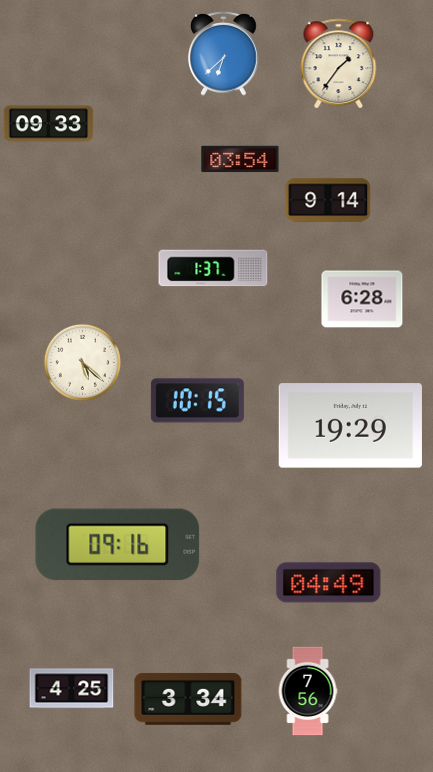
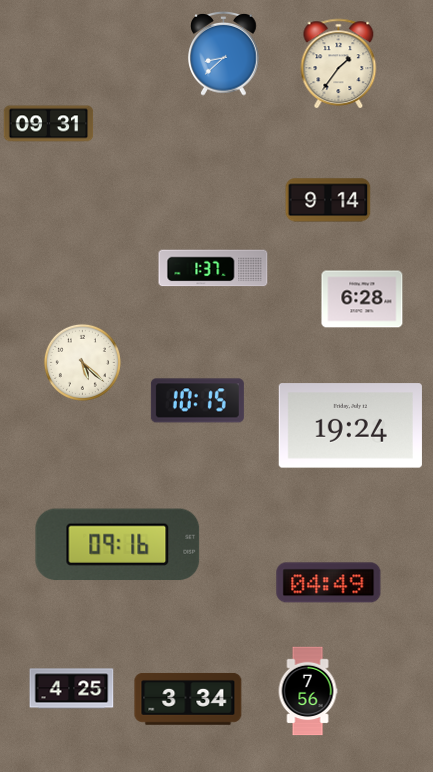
clock at (224, 53): 6:38 -> 8:38
clock at (49, 124): 09:33 -> 09:31
clock at (240, 159): 03:54 -> none
clock at (350, 426): 19:29 -> 19:24
